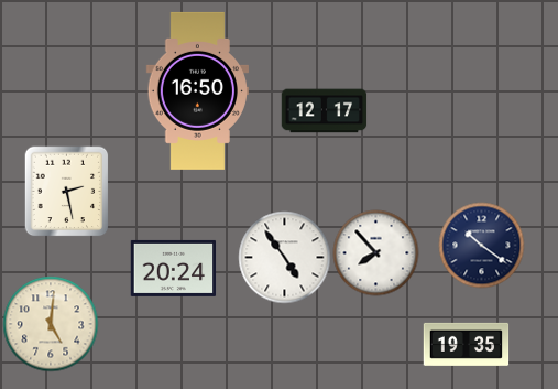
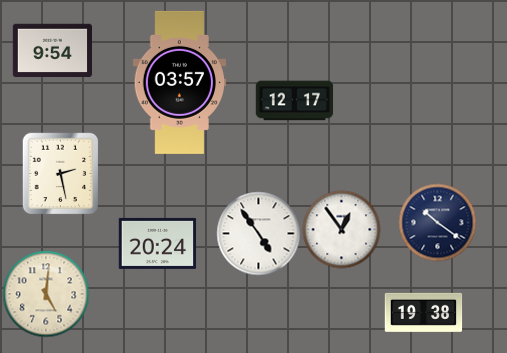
clock at (52, 51): none -> 9:54
clock at (197, 90): 16:50 -> 03:57
clock at (375, 252): 7:53 -> 12:54
clock at (466, 344): 19:35 -> 19:38
